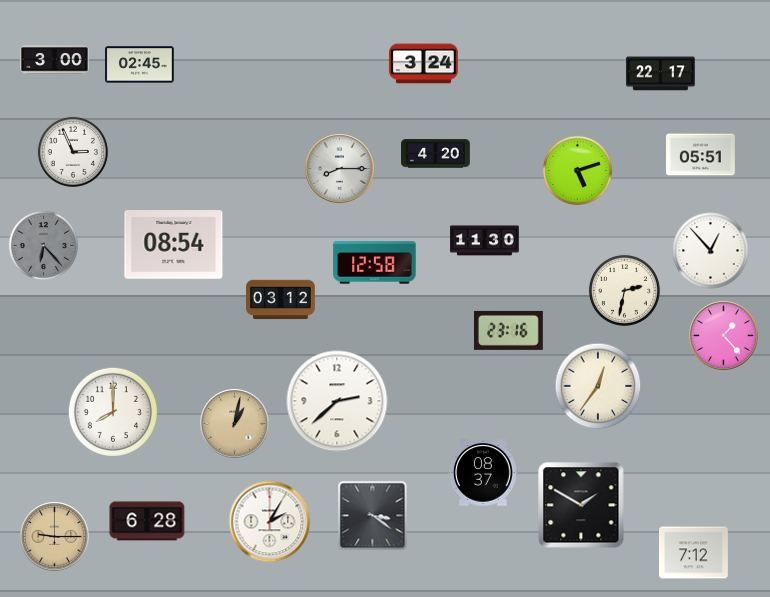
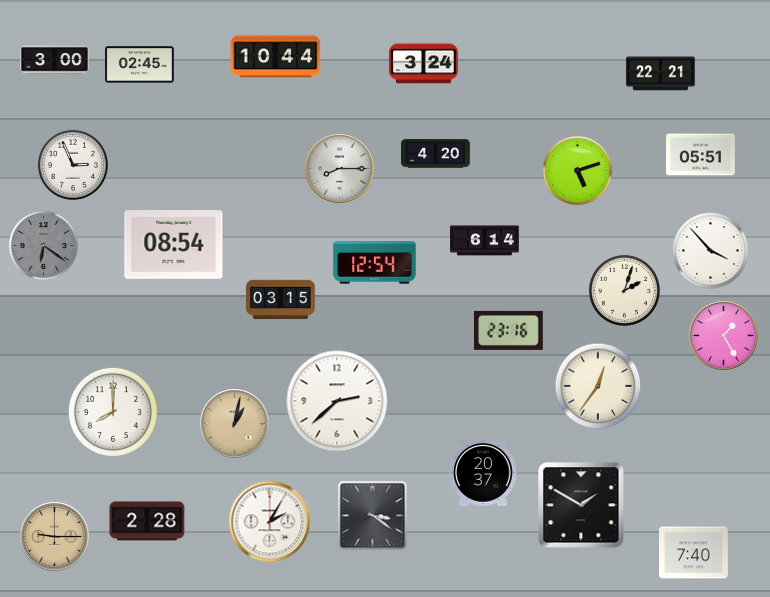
clock at (276, 57): none -> 10:44
clock at (661, 74): 22:17 -> 22:21
clock at (73, 152) position: (73, 152) -> (73, 165)
clock at (485, 241): 11:30 -> 6:14
clock at (43, 245): 6:23 -> 6:21
clock at (711, 251): 12:53 -> 3:53
clock at (375, 263): 12:58 -> 12:54
clock at (624, 290): 2:32 -> 2:03
clock at (281, 300): 03:12 -> 03:15
clock at (724, 336): 1:23 -> 1:25
clock at (483, 473): 08:37 -> 20:37
clock at (147, 521): 6:28 -> 2:28
clock at (694, 553): 7:12 -> 7:40
